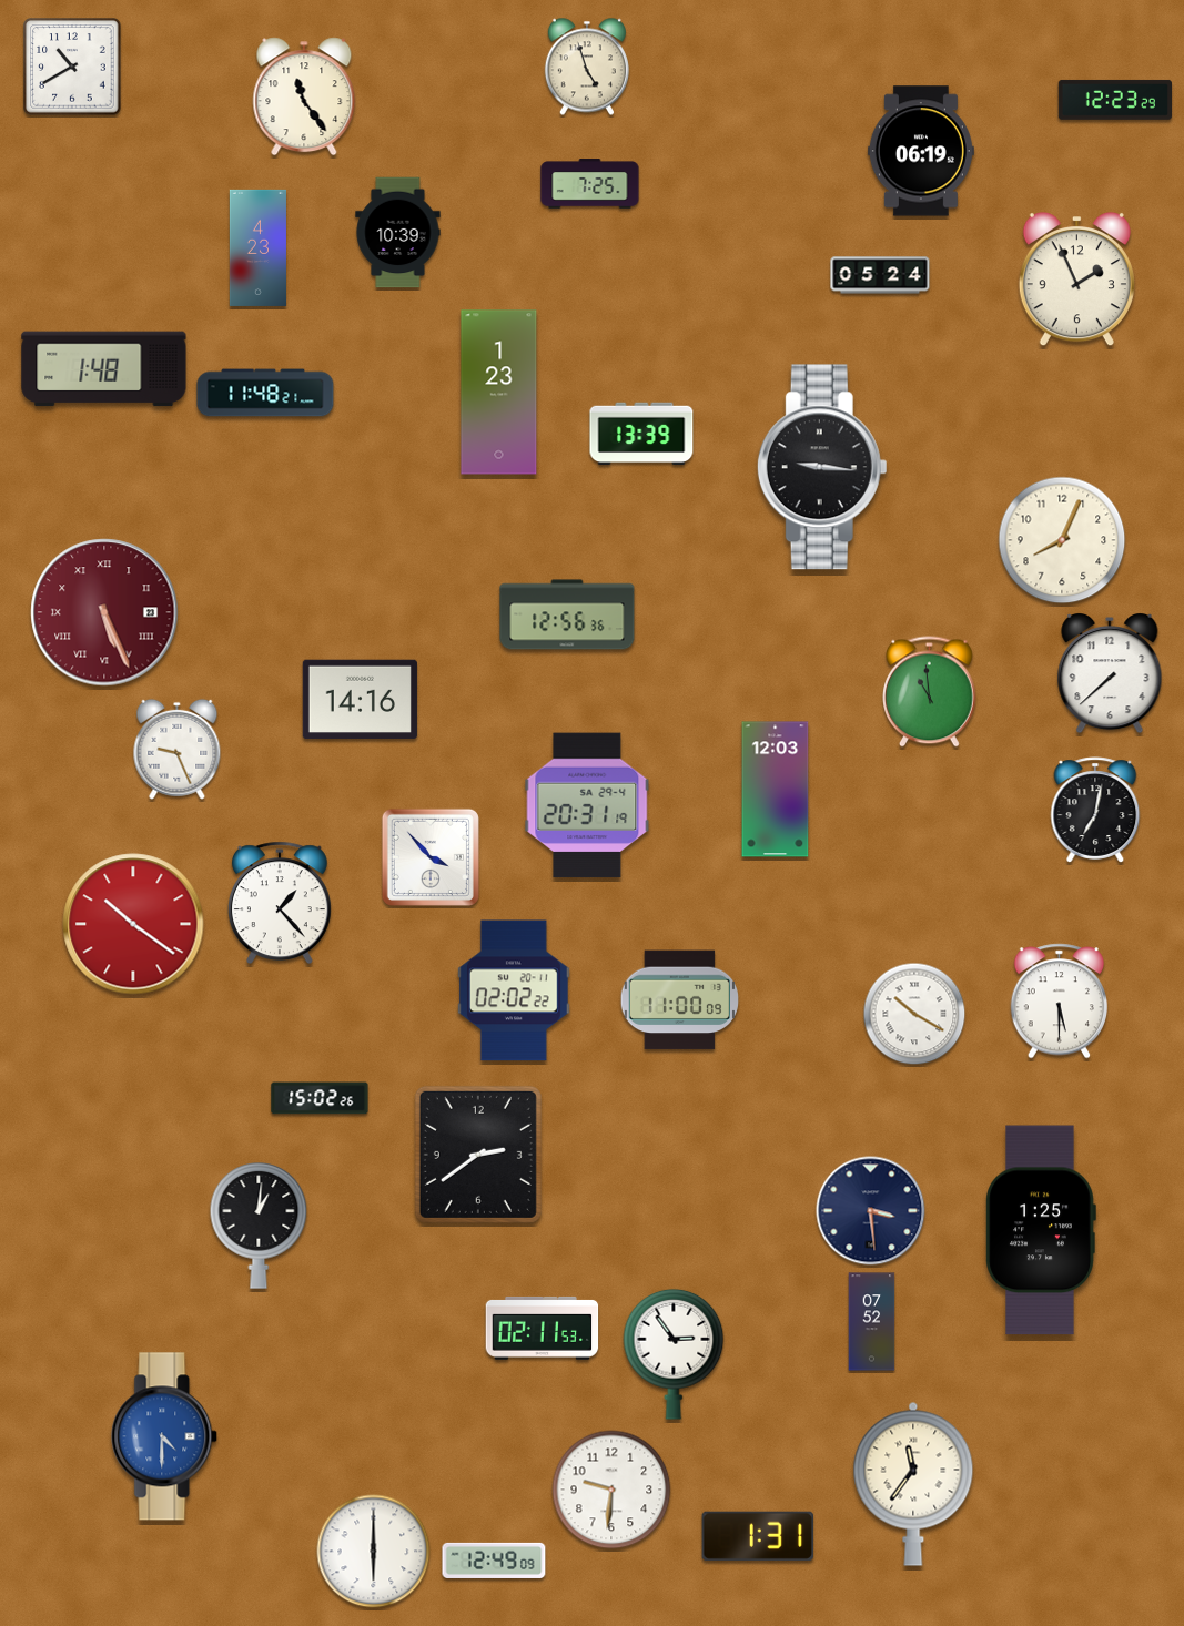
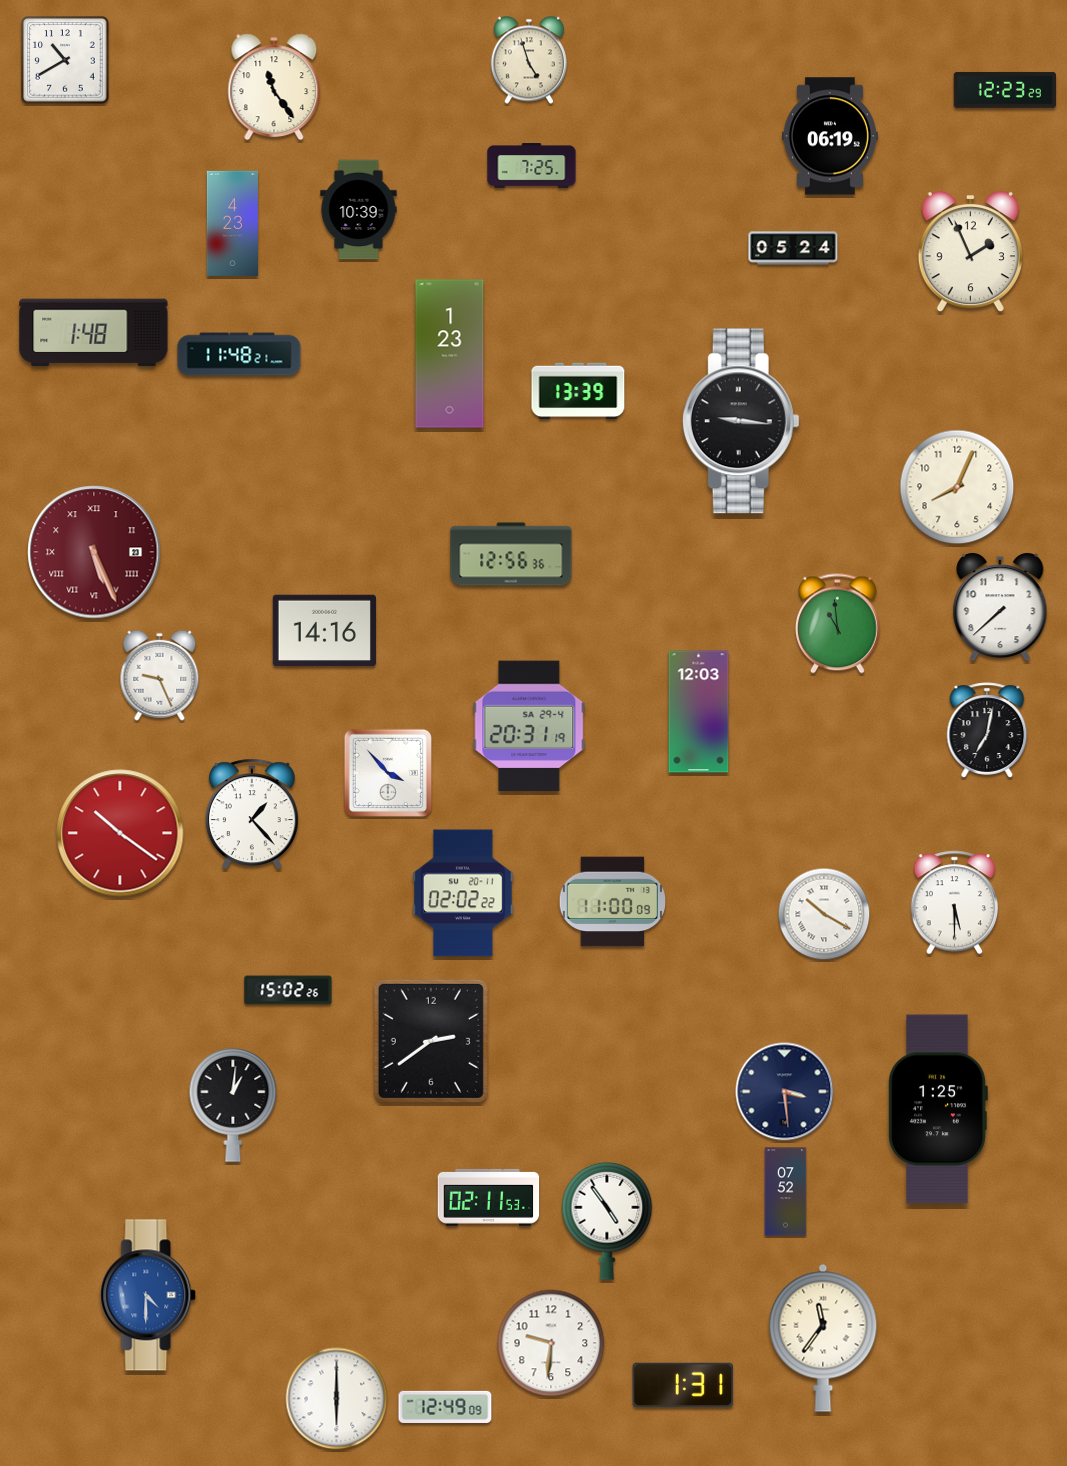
clock at (674, 1354): 2:54 -> 4:54
